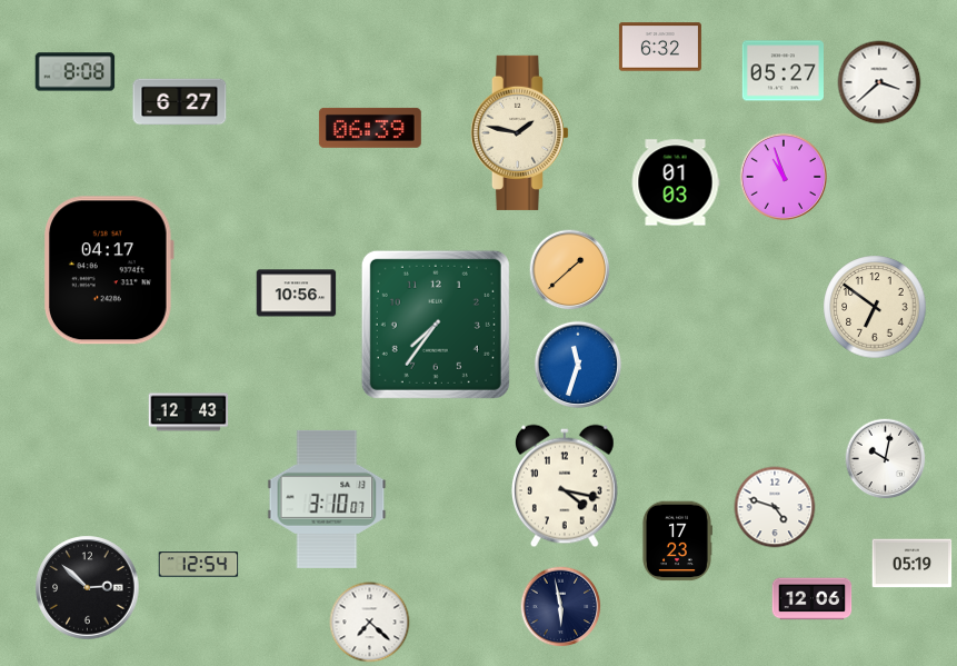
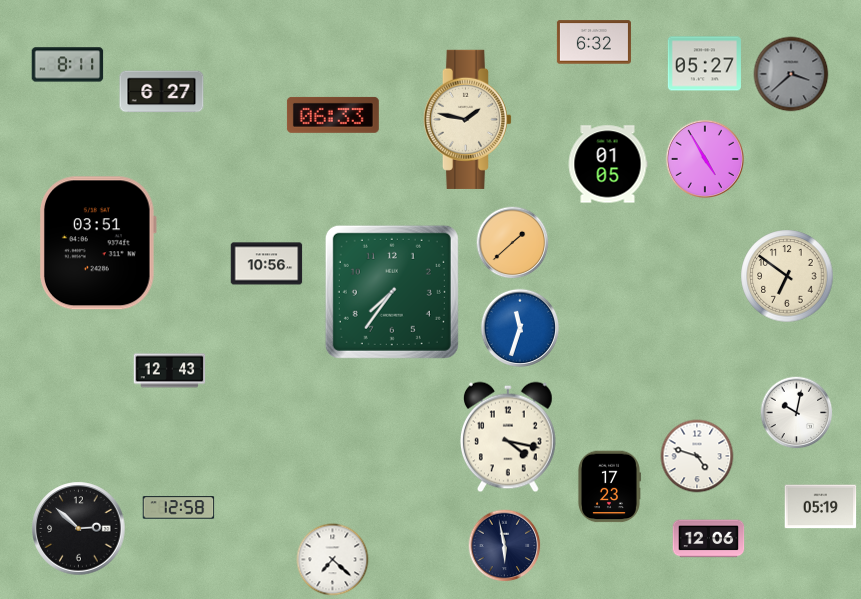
clock at (76, 72): 8:08 -> 8:11
clock at (879, 82) dial: white -> grey
clock at (370, 128): 06:39 -> 06:33
clock at (782, 176): 10:57 -> 4:55
clock at (676, 182): 01:03 -> 01:05
clock at (110, 270): 04:17 -> 03:51
clock at (327, 499): 3:10 -> none
clock at (199, 565): 12:54 -> 12:58
clock at (813, 599) position: (813, 599) -> (709, 539)
